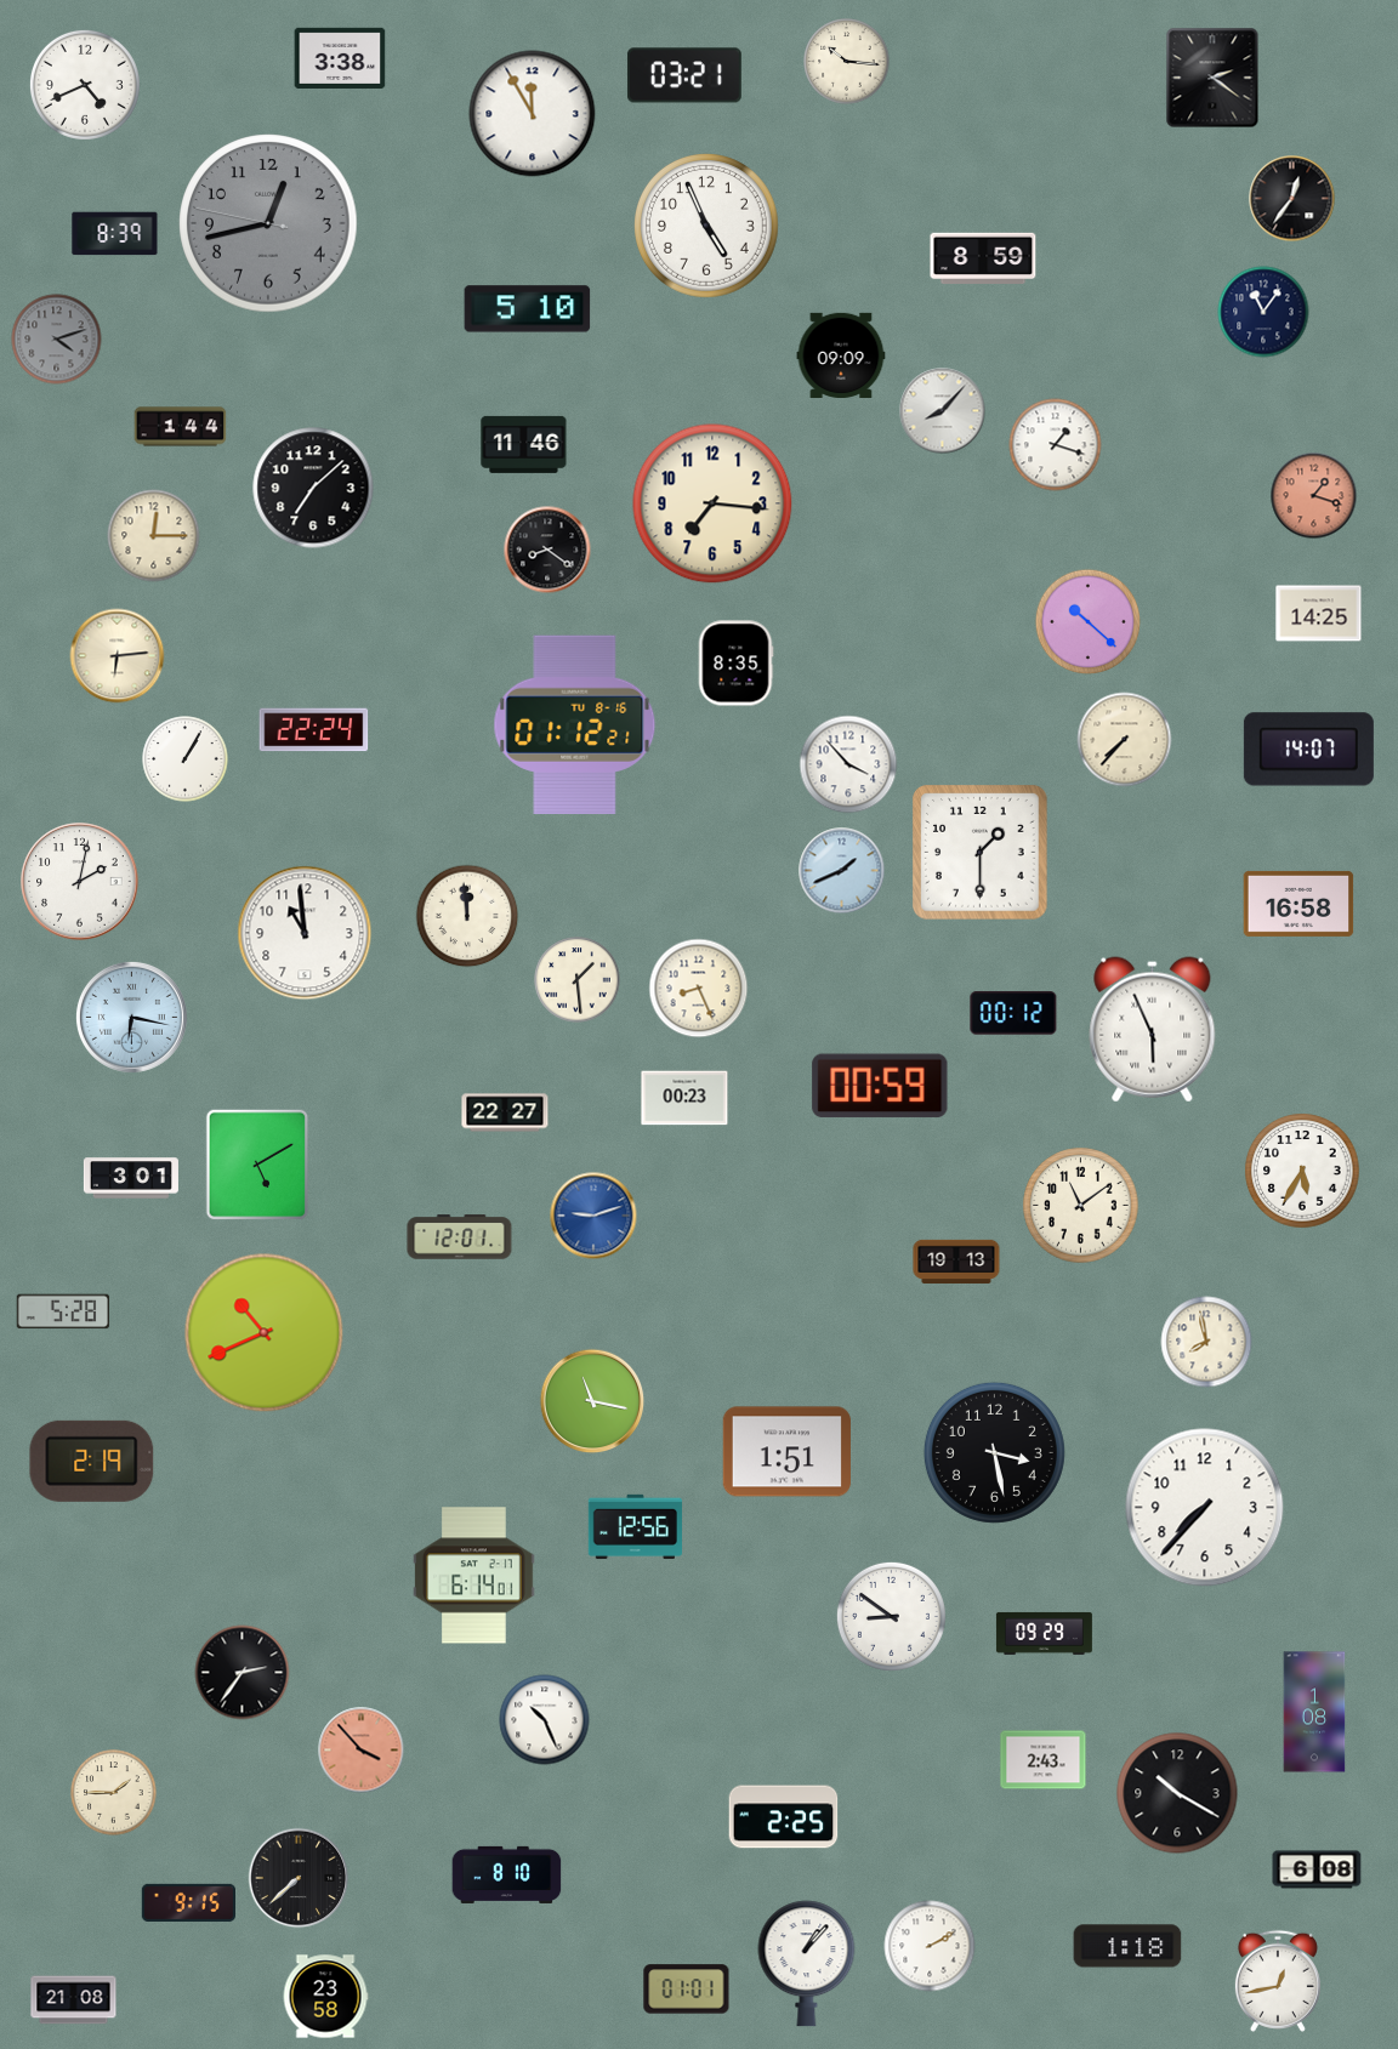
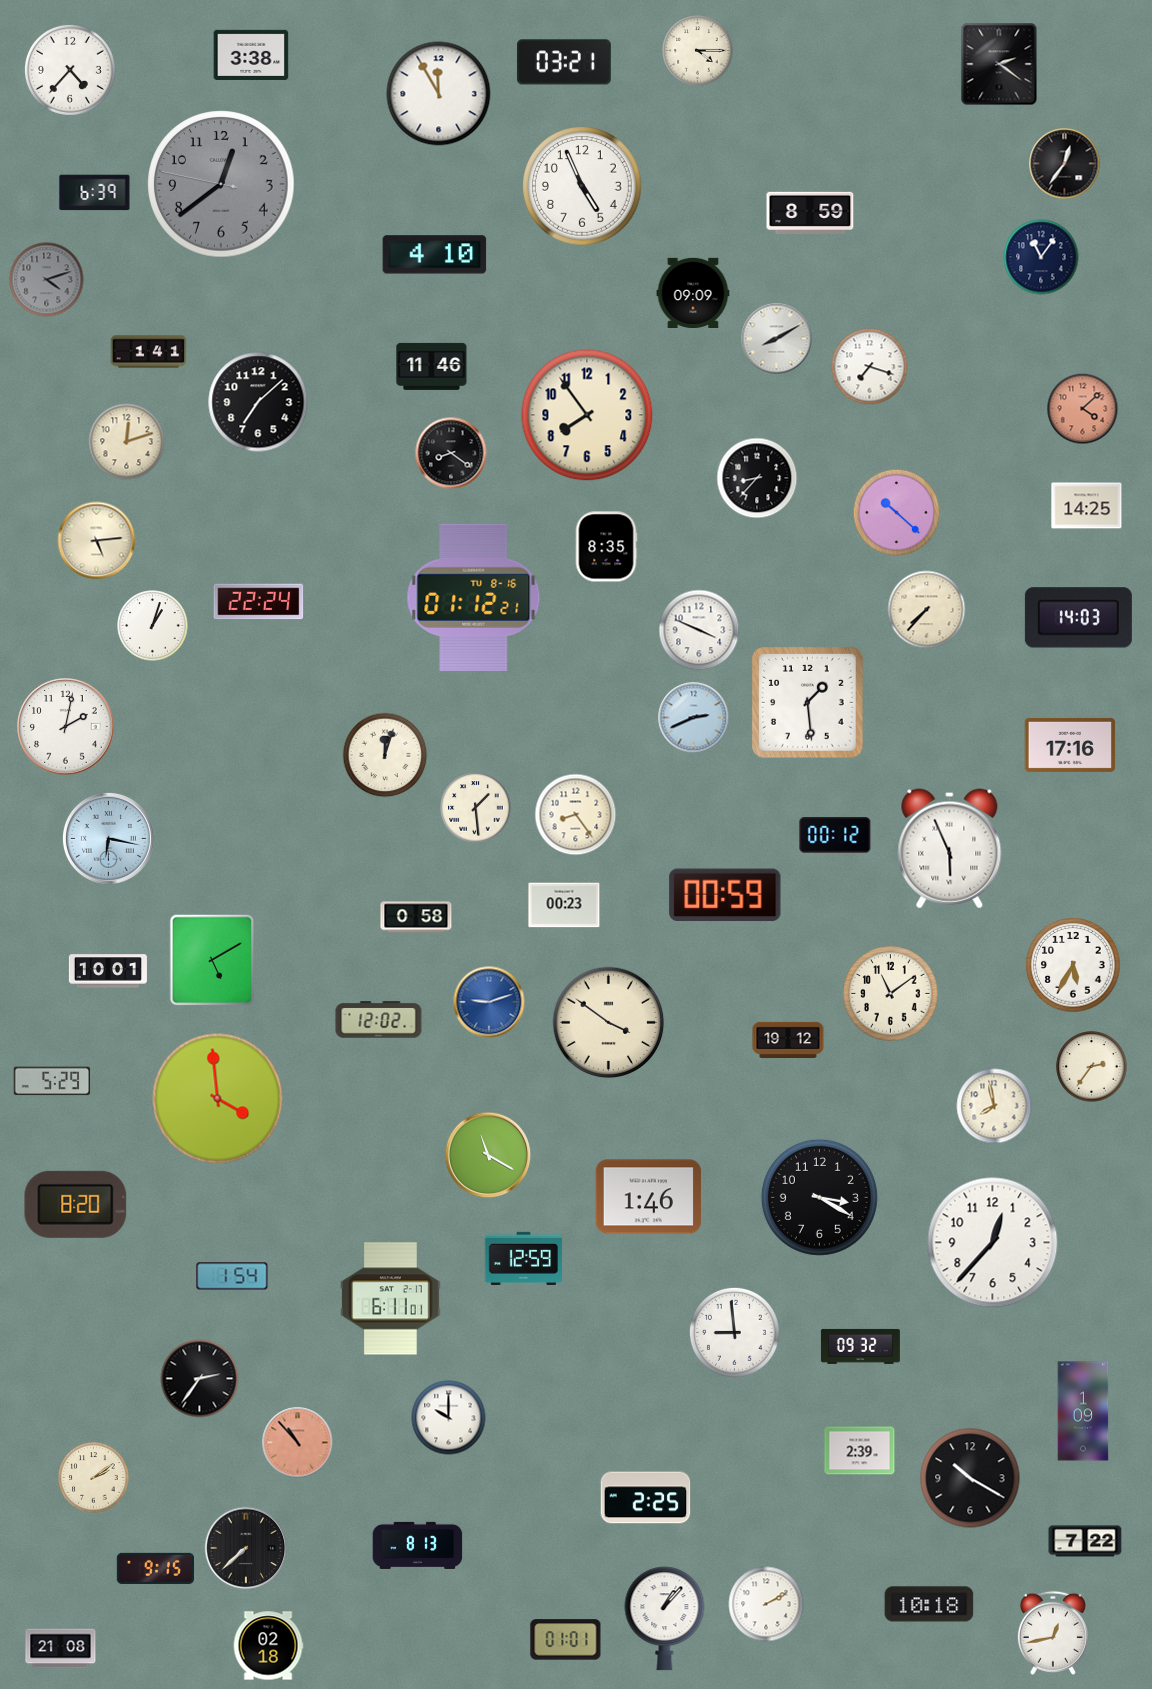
clock at (340, 58) position: (340, 58) -> (251, 55)
clock at (847, 62): 10:16 -> 4:15
clock at (85, 85): 4:41 -> 4:37
clock at (268, 223): 12:42 -> 12:38
clock at (115, 234): 8:39 -> 6:39
clock at (528, 309): 5:10 -> 4:10
clock at (943, 411): 8:07 -> 8:10
clock at (181, 427): 1:44 -> 1:41
clock at (1056, 445): 1:18 -> 7:18
clock at (1314, 496): 1:18 -> 4:08
clock at (712, 503): 7:16 -> 7:54
clock at (154, 536): 12:15 -> 12:12
clock at (757, 478): none -> 8:37
clock at (118, 656): 6:14 -> 5:14
clock at (1308, 750): 14:07 -> 14:03
clock at (186, 759): 1:05 -> 1:03
clock at (848, 764): 3:53 -> 3:49
clock at (981, 853): 1:30 -> 1:29
clock at (842, 871): 1:41 -> 2:41
clock at (1298, 904): 16:58 -> 17:16
clock at (467, 916): 11:59 -> 12:03
clock at (305, 933): 10:59 -> none
clock at (699, 989): 8:26 -> 8:24
clock at (505, 1112): 22:27 -> 0:58
clock at (131, 1178): 3:01 -> 10:01
clock at (460, 1237): 12:01 -> 12:02
clock at (609, 1023): none -> 3:51
clock at (956, 1260): 19:13 -> 19:12
clock at (1092, 1067): none -> 2:36
clock at (63, 1311): 5:28 -> 5:29
clock at (265, 1333): 10:41 -> 3:59
clock at (592, 1401): 11:17 -> 11:20
clock at (786, 1452): 1:51 -> 1:46
clock at (994, 1452): 3:28 -> 3:20
clock at (92, 1461): 2:19 -> 8:20
clock at (1205, 1508): 7:37 -> 12:37
clock at (635, 1526): 12:56 -> 12:59
clock at (232, 1276): none -> 1:54
clock at (474, 1576): 6:14 -> 6:11
clock at (891, 1616): 8:51 -> 8:59
clock at (1044, 1633): 09:29 -> 09:32
clock at (1314, 1712): 1:08 -> 1:09
clock at (545, 1720): 10:26 -> 10:00
clock at (362, 1751): 3:53 -> 10:53
clock at (1044, 1760): 2:43 -> 2:39
clock at (114, 1793): 1:45 -> 2:09
clock at (1317, 1869): 6:08 -> 7:22
clock at (507, 1874): 8:10 -> 8:13
clock at (1127, 1946): 1:18 -> 10:18
clock at (325, 1997): 23:58 -> 02:18
